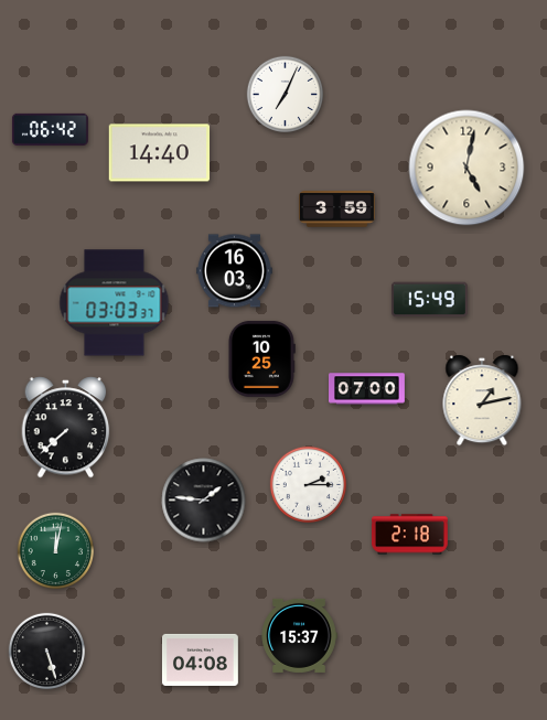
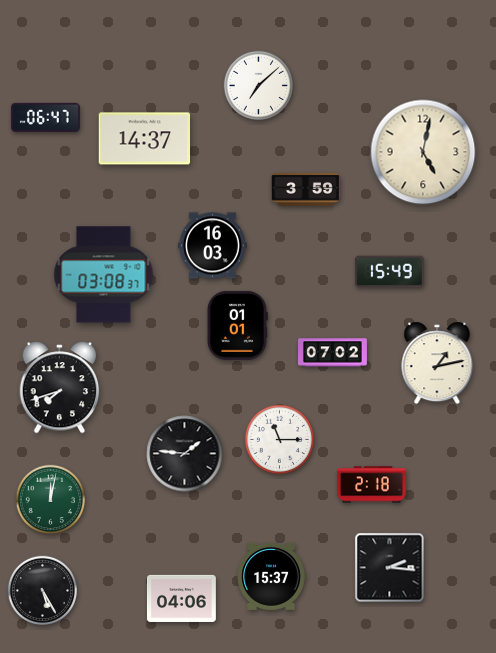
clock at (285, 94): 7:04 -> 7:08
clock at (50, 129): 06:42 -> 06:47
clock at (160, 153): 14:40 -> 14:37
clock at (115, 303): 03:03 -> 03:08
clock at (261, 358): 10:25 -> 01:01
clock at (367, 389): 07:00 -> 07:02
clock at (66, 428): 7:38 -> 7:42
clock at (308, 484): 2:15 -> 11:15
clock at (390, 568): none -> 2:16
clock at (46, 651): 5:27 -> 5:25
clock at (200, 659): 04:08 -> 04:06
